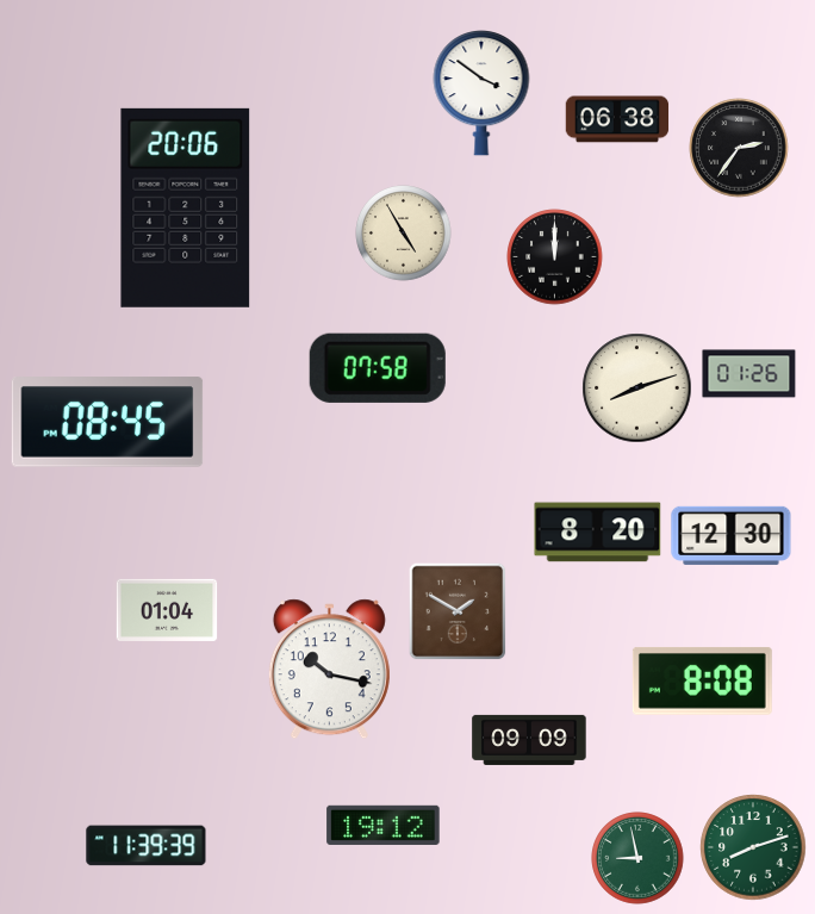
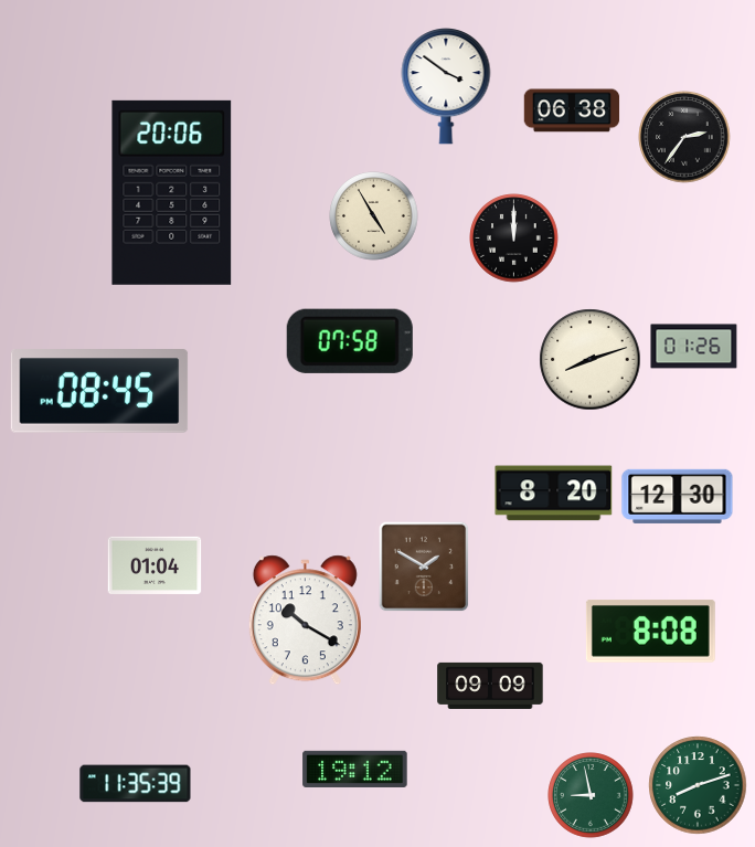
clock at (329, 670): 10:17 -> 10:20
clock at (384, 825) position: (384, 825) -> (355, 769)
clock at (147, 846): 11:39 -> 11:35
